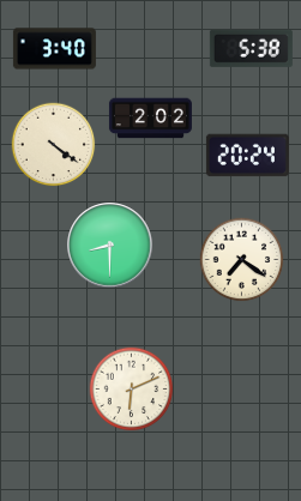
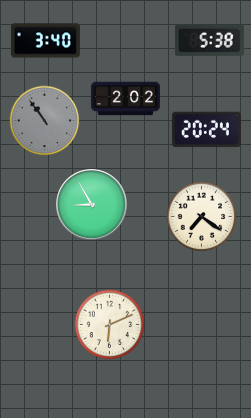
clock at (54, 145): 4:21 -> 10:54
clock at (54, 145) dial: cream -> grey
clock at (110, 246): 8:30 -> 8:55
